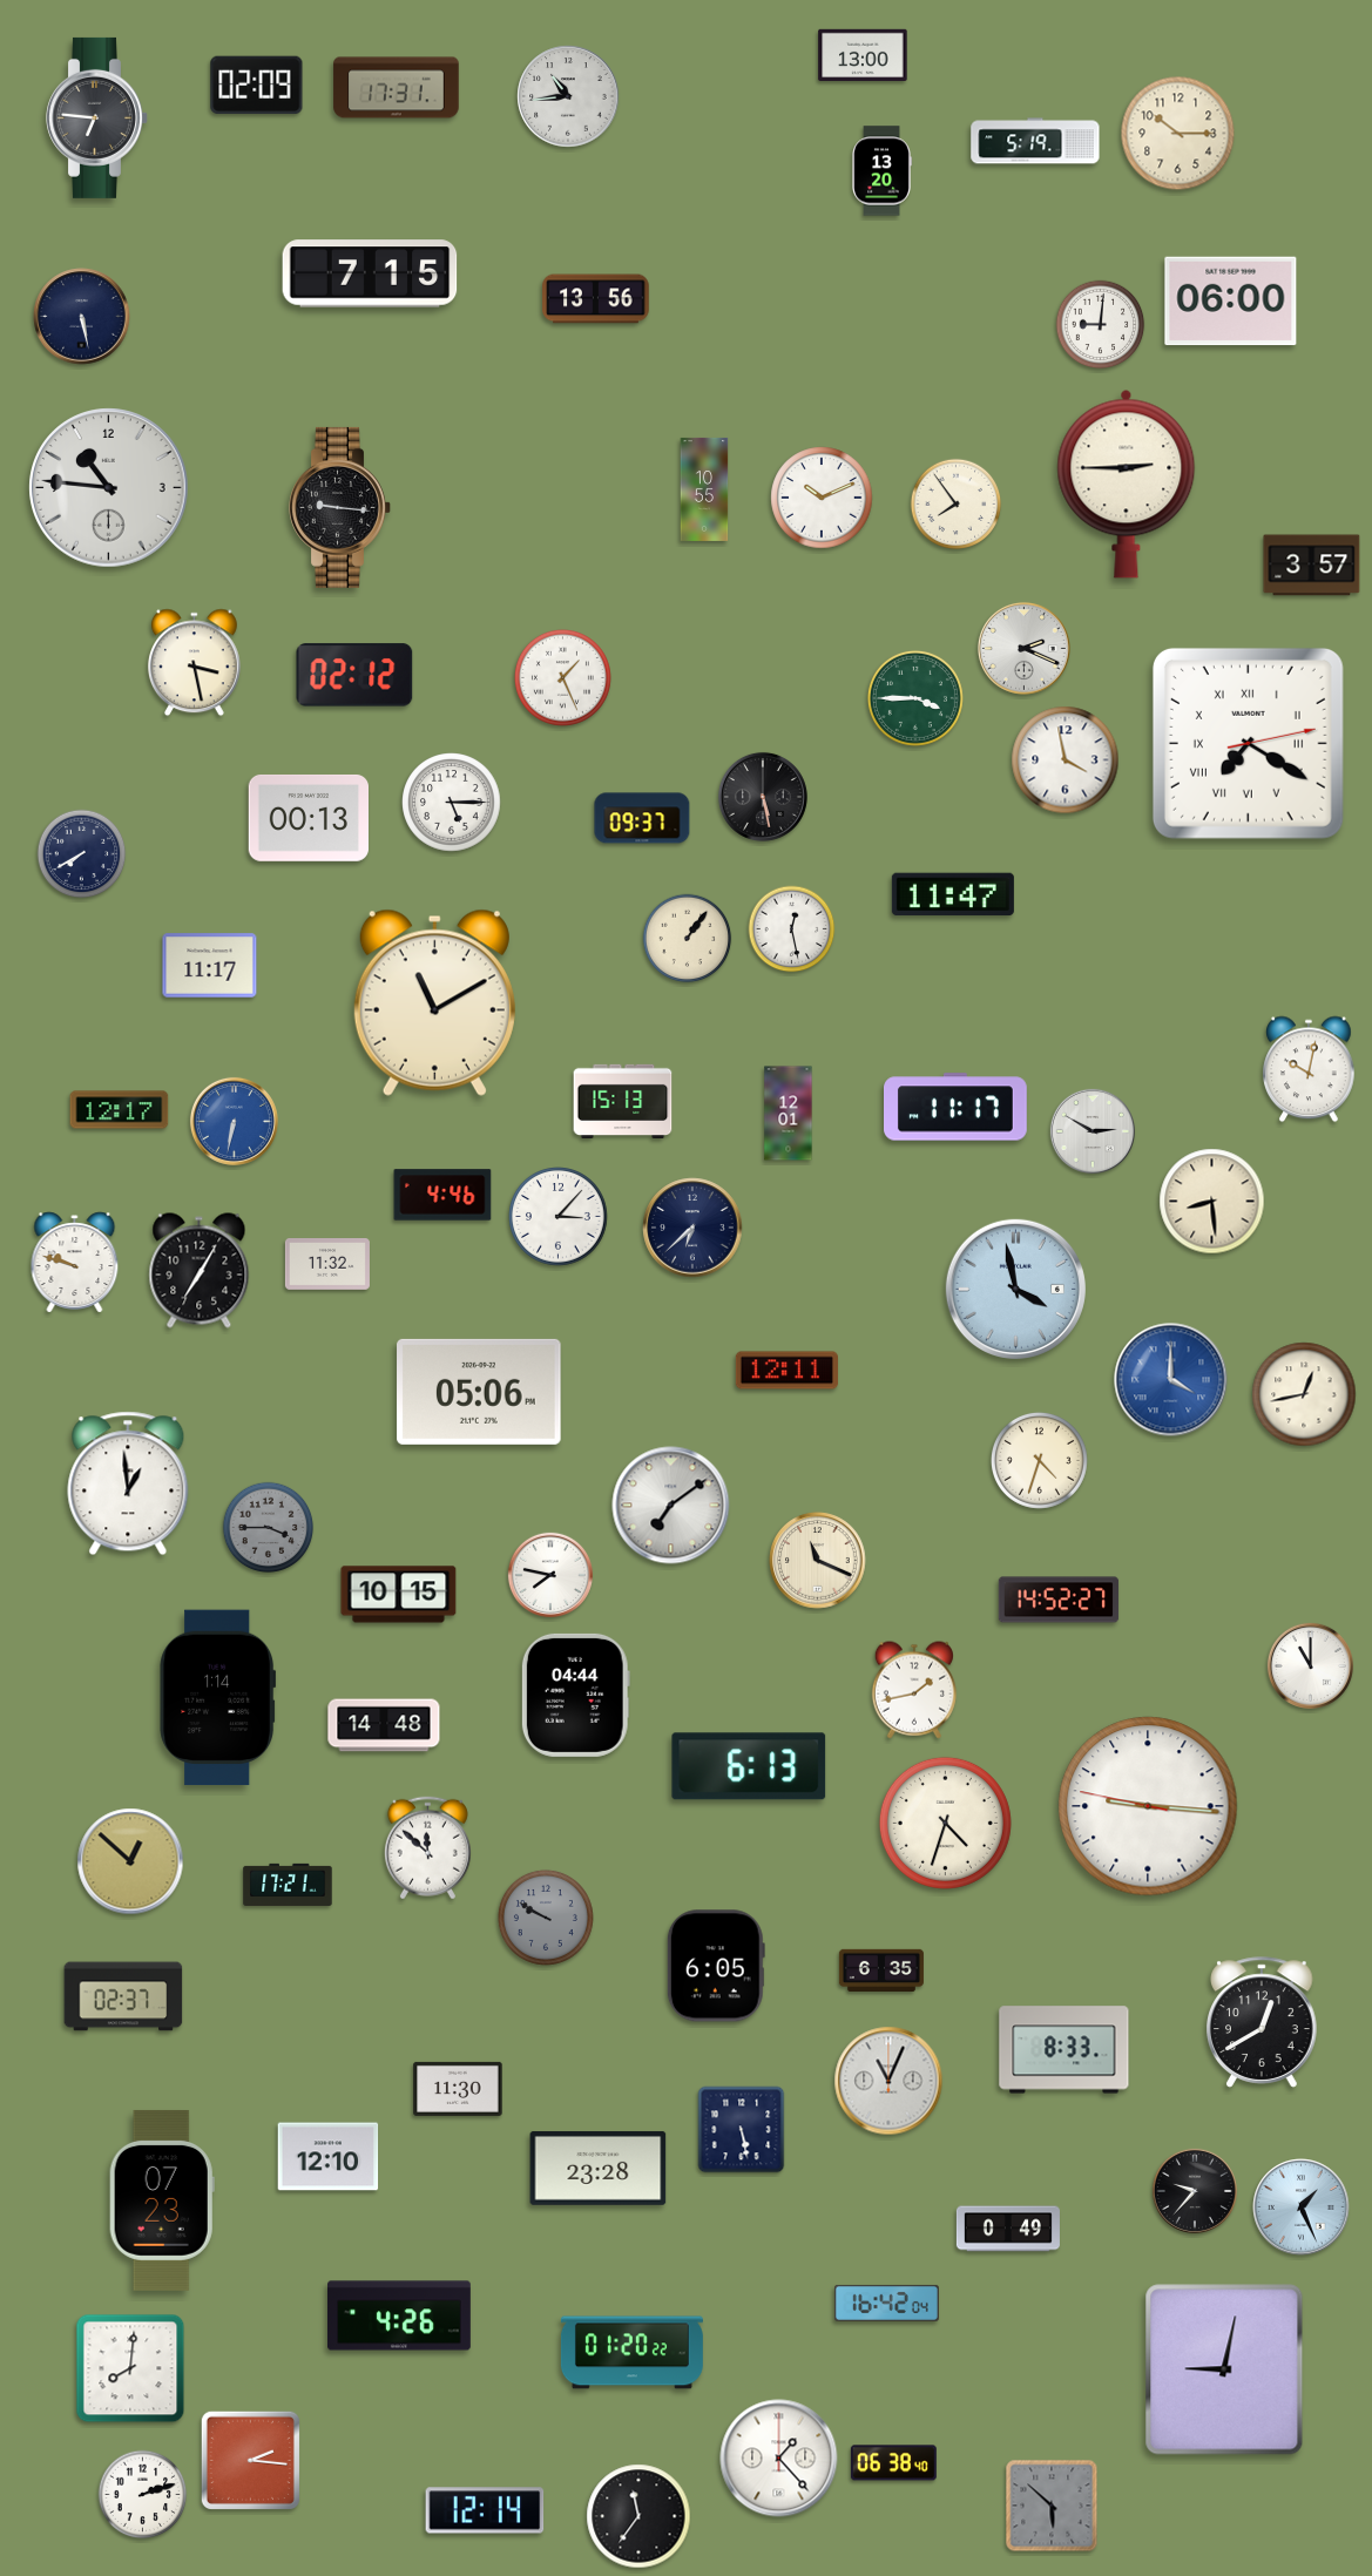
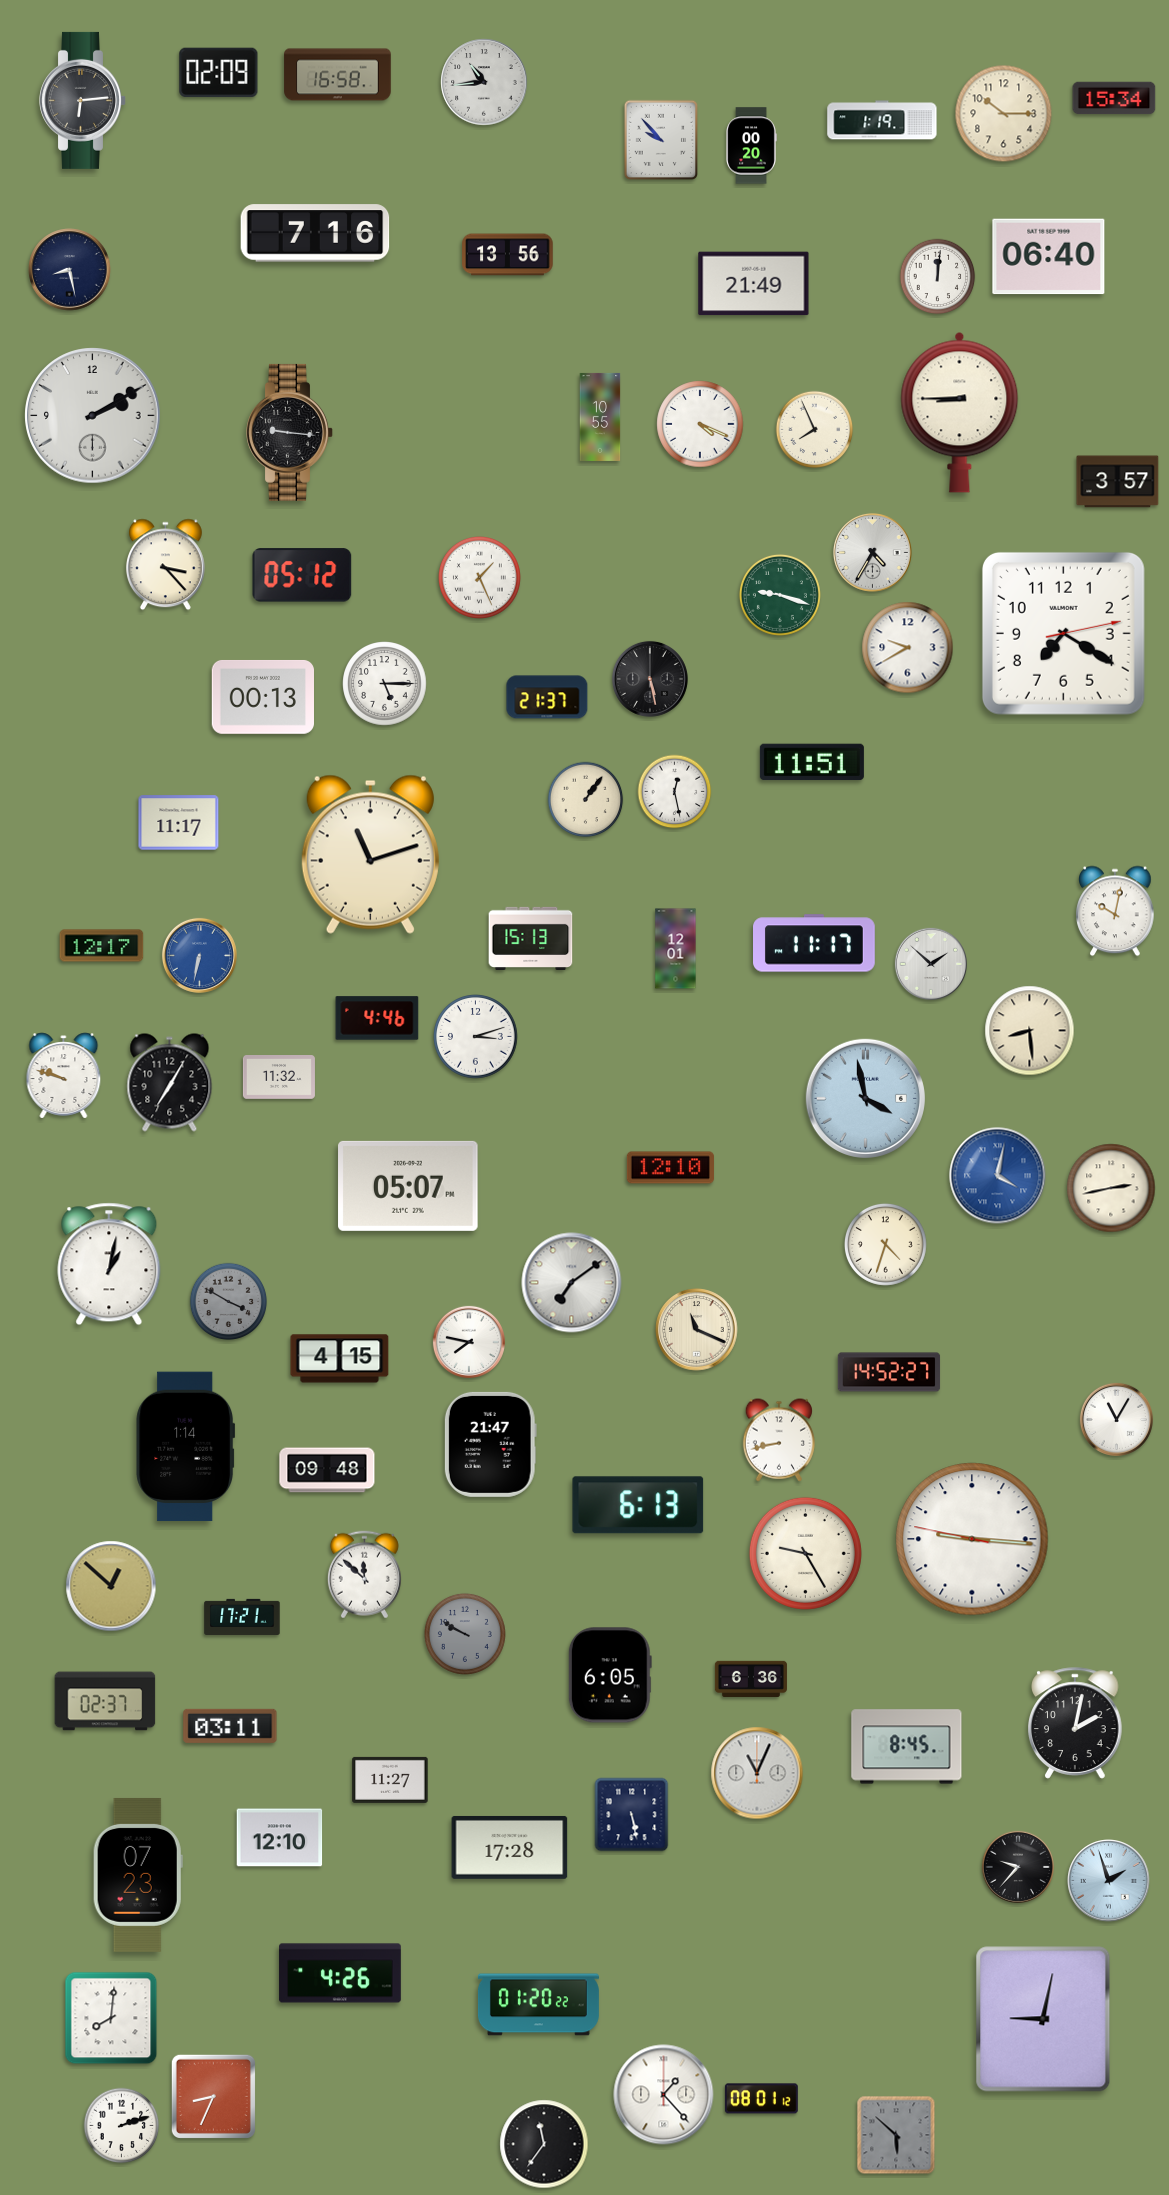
clock at (863, 55): 13:00 -> none
clock at (397, 88): 17:31 -> 16:58
clock at (1114, 98): none -> 15:34
clock at (97, 117): 6:46 -> 6:14
clock at (1035, 141): 5:19 -> 1:19
clock at (660, 140): none -> 9:53
clock at (881, 171): 13:20 -> 00:20
clock at (370, 273): 7:15 -> 7:16
clock at (1231, 302): 06:00 -> 06:40
clock at (82, 317): 5:28 -> 8:28
clock at (1101, 325): 9:01 -> 12:01
clock at (754, 284): none -> 21:49
clock at (1127, 484): 2:45 -> 8:45
clock at (109, 488): 10:46 -> 2:10
clock at (822, 498): 10:11 -> 4:19
clock at (957, 505): 7:54 -> 7:56
clock at (1023, 648): 2:19 -> 4:35
clock at (194, 663): 3:28 -> 3:23
clock at (354, 675): 02:12 -> 05:12
clock at (915, 698): 3:45 -> 9:18
clock at (1248, 743) numerals: Roman -> Arabic
clock at (1066, 760): 3:58 -> 9:40
clock at (642, 818): 09:37 -> 21:37
clock at (82, 854): 7:40 -> none
clock at (953, 894): 11:47 -> 11:51
clock at (434, 1002): 11:10 -> 11:12
clock at (789, 1114) position: (789, 1114) -> (676, 949)
clock at (1093, 1131): 2:50 -> 1:52
clock at (1212, 1202) position: (1212, 1202) -> (1030, 1031)
clock at (559, 1217): 3:07 -> 3:12
clock at (692, 1228): 6:38 -> none
clock at (786, 1371): 12:11 -> 12:10
clock at (1171, 1380): 4:00 -> 4:02
clock at (479, 1392): 05:06 -> 05:07
clock at (1304, 1394): 12:43 -> 2:43
clock at (128, 1483): 12:59 -> 1:02
clock at (269, 1528): 3:45 -> 3:50
clock at (399, 1595): 10:15 -> 4:15
clock at (1059, 1600) position: (1059, 1600) -> (889, 1372)
clock at (1310, 1665): 11:00 -> 11:05
clock at (913, 1690): 1:43 -> 8:43
clock at (575, 1695): 04:44 -> 21:47
clock at (384, 1725): 14:48 -> 09:48
clock at (1148, 1806) position: (1148, 1806) -> (972, 1539)
clock at (945, 1823): 4:33 -> 9:25
clock at (288, 1885) position: (288, 1885) -> (242, 1617)
clock at (881, 1969): 6:35 -> 6:36
clock at (1263, 2022): 12:40 -> 2:02
clock at (230, 1726): none -> 03:11
clock at (1065, 2050): 8:33 -> 8:45
clock at (458, 2089): 11:30 -> 11:27
clock at (599, 2168): 23:28 -> 17:28
clock at (1302, 2207): 1:26 -> 1:57
clock at (1008, 2229): 0:49 -> none
clock at (886, 2303): 16:42 -> none
clock at (250, 2460): 2:16 -> 8:34
clock at (893, 2463): 06:38 -> 08:01
clock at (485, 2510): 12:14 -> none
